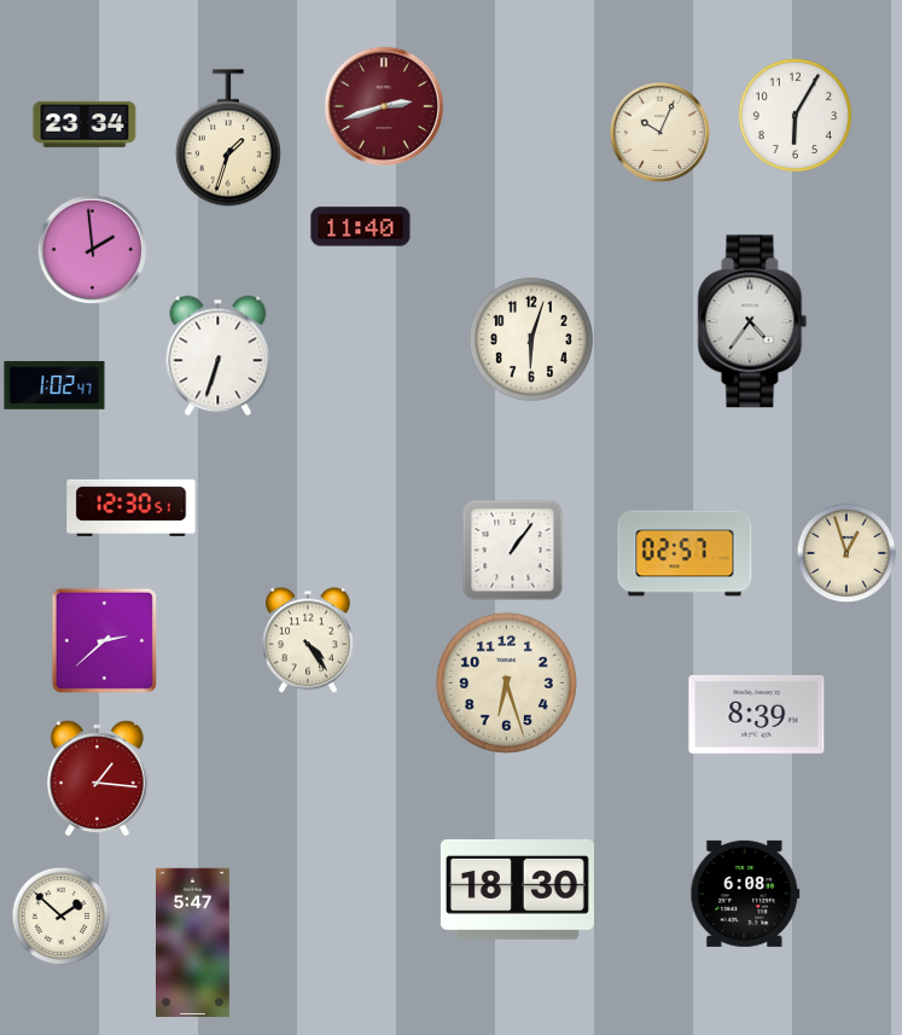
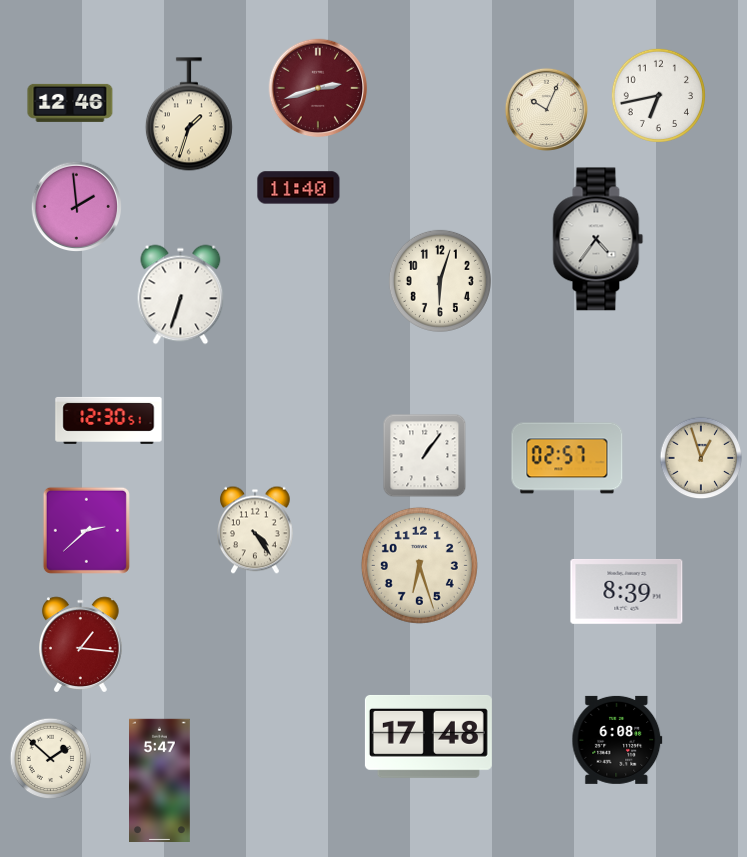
clock at (795, 115): 6:05 -> 6:43
clock at (85, 124): 23:34 -> 12:46
clock at (752, 321) position: (752, 321) -> (598, 239)
clock at (54, 385): 1:02 -> none
clock at (517, 889): 18:30 -> 17:48
